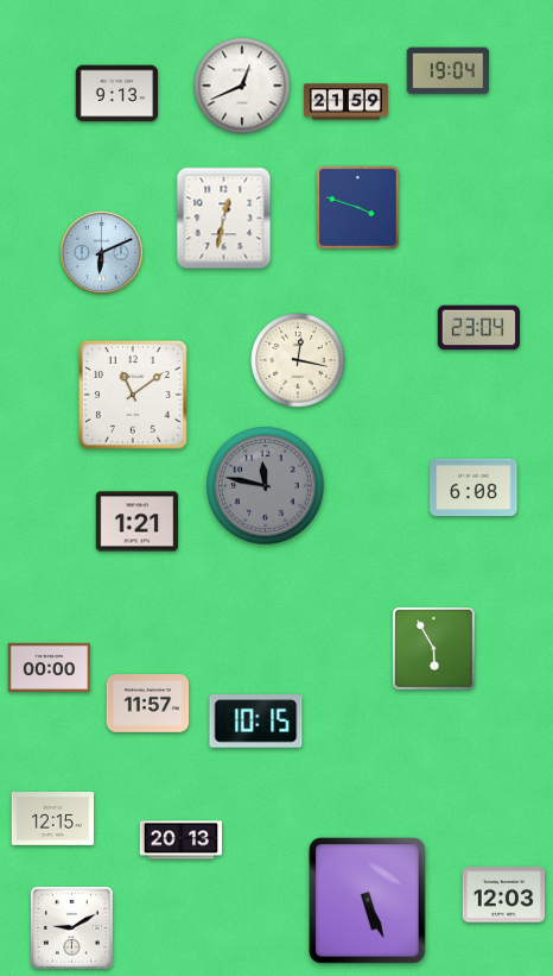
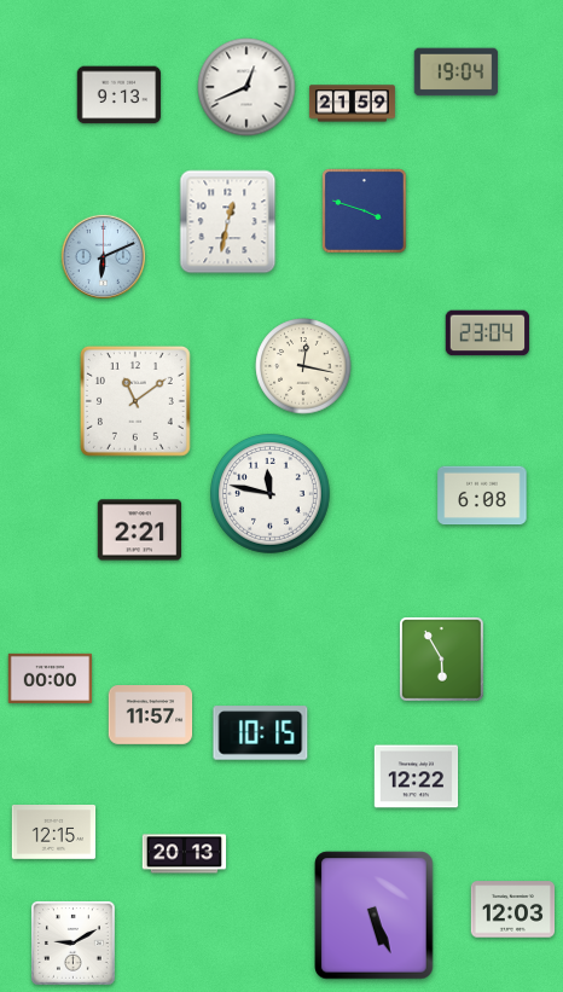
clock at (266, 486) dial: grey -> white
clock at (138, 522): 1:21 -> 2:21
clock at (417, 777): none -> 12:22
